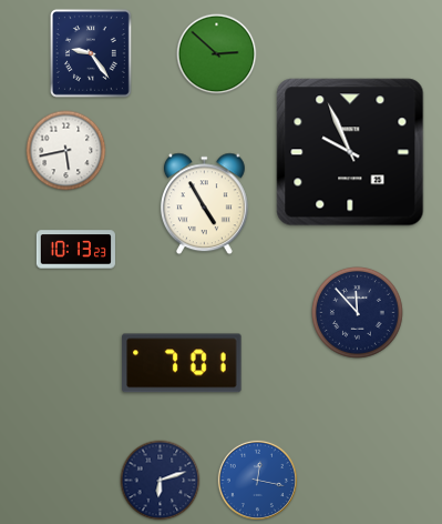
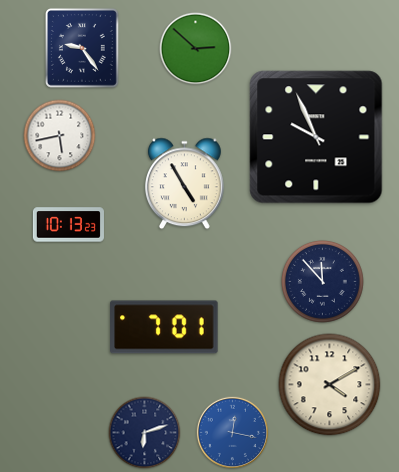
clock at (330, 385): none -> 4:10
